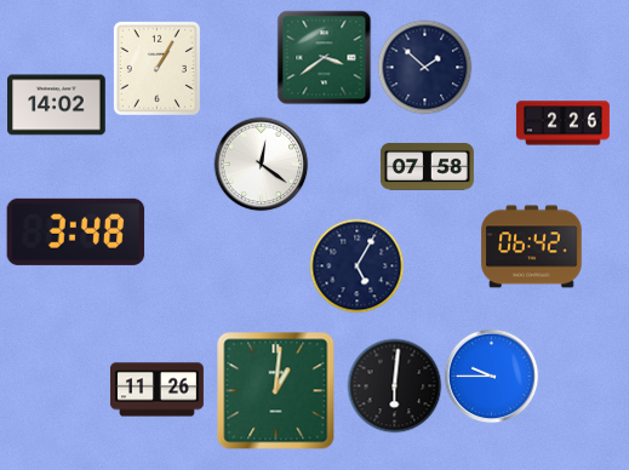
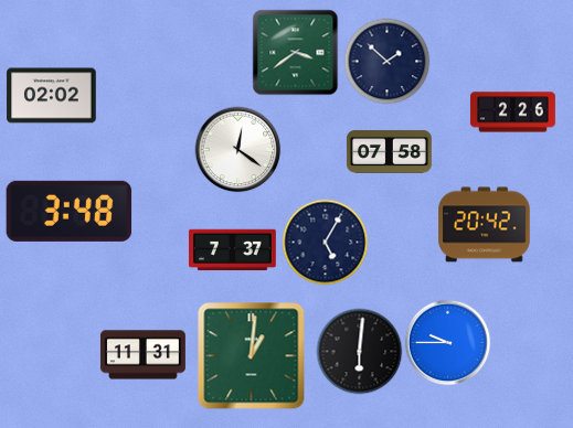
clock at (156, 68): 1:05 -> none
clock at (57, 105): 14:02 -> 02:02
clock at (532, 247): 06:42 -> 20:42
clock at (233, 250): none -> 7:37
clock at (156, 390): 11:26 -> 11:31
